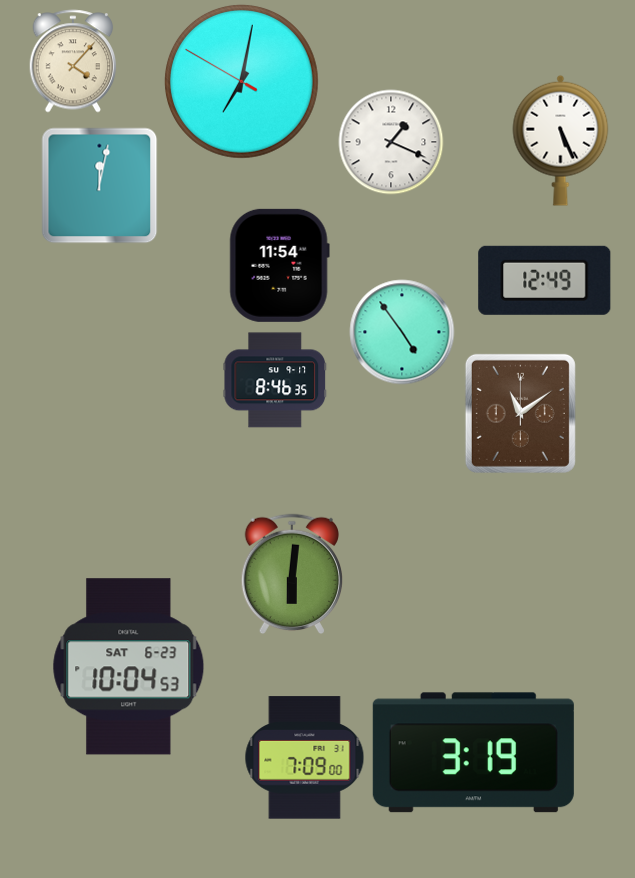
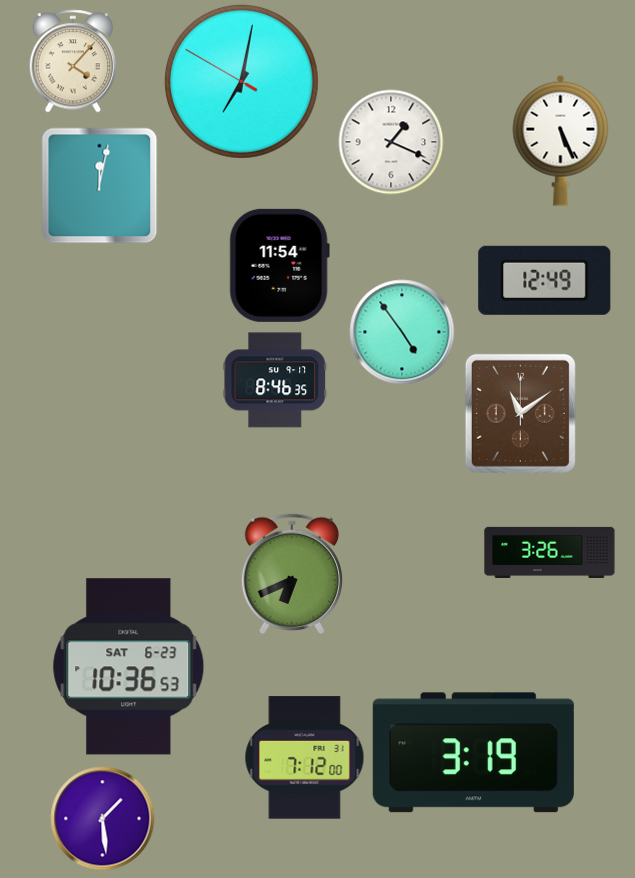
clock at (550, 552): none -> 3:26
clock at (291, 574): 6:01 -> 6:41
clock at (129, 667): 10:04 -> 10:36
clock at (305, 758): 7:09 -> 7:12
clock at (103, 819): none -> 1:29
